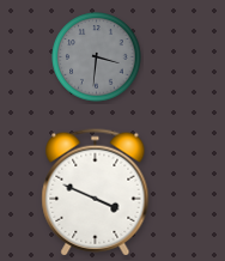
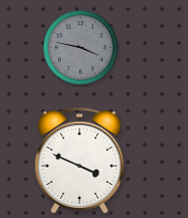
clock at (97, 57): 3:31 -> 3:47
